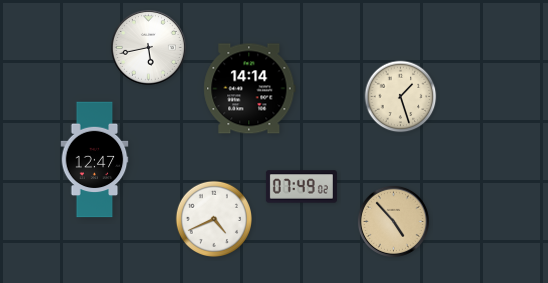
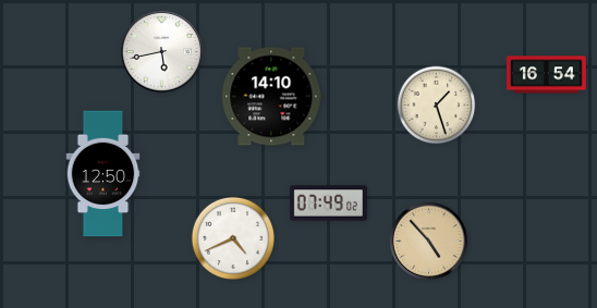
clock at (547, 75): none -> 16:54
clock at (250, 89): 14:14 -> 14:10
clock at (95, 160): 12:47 -> 12:50
